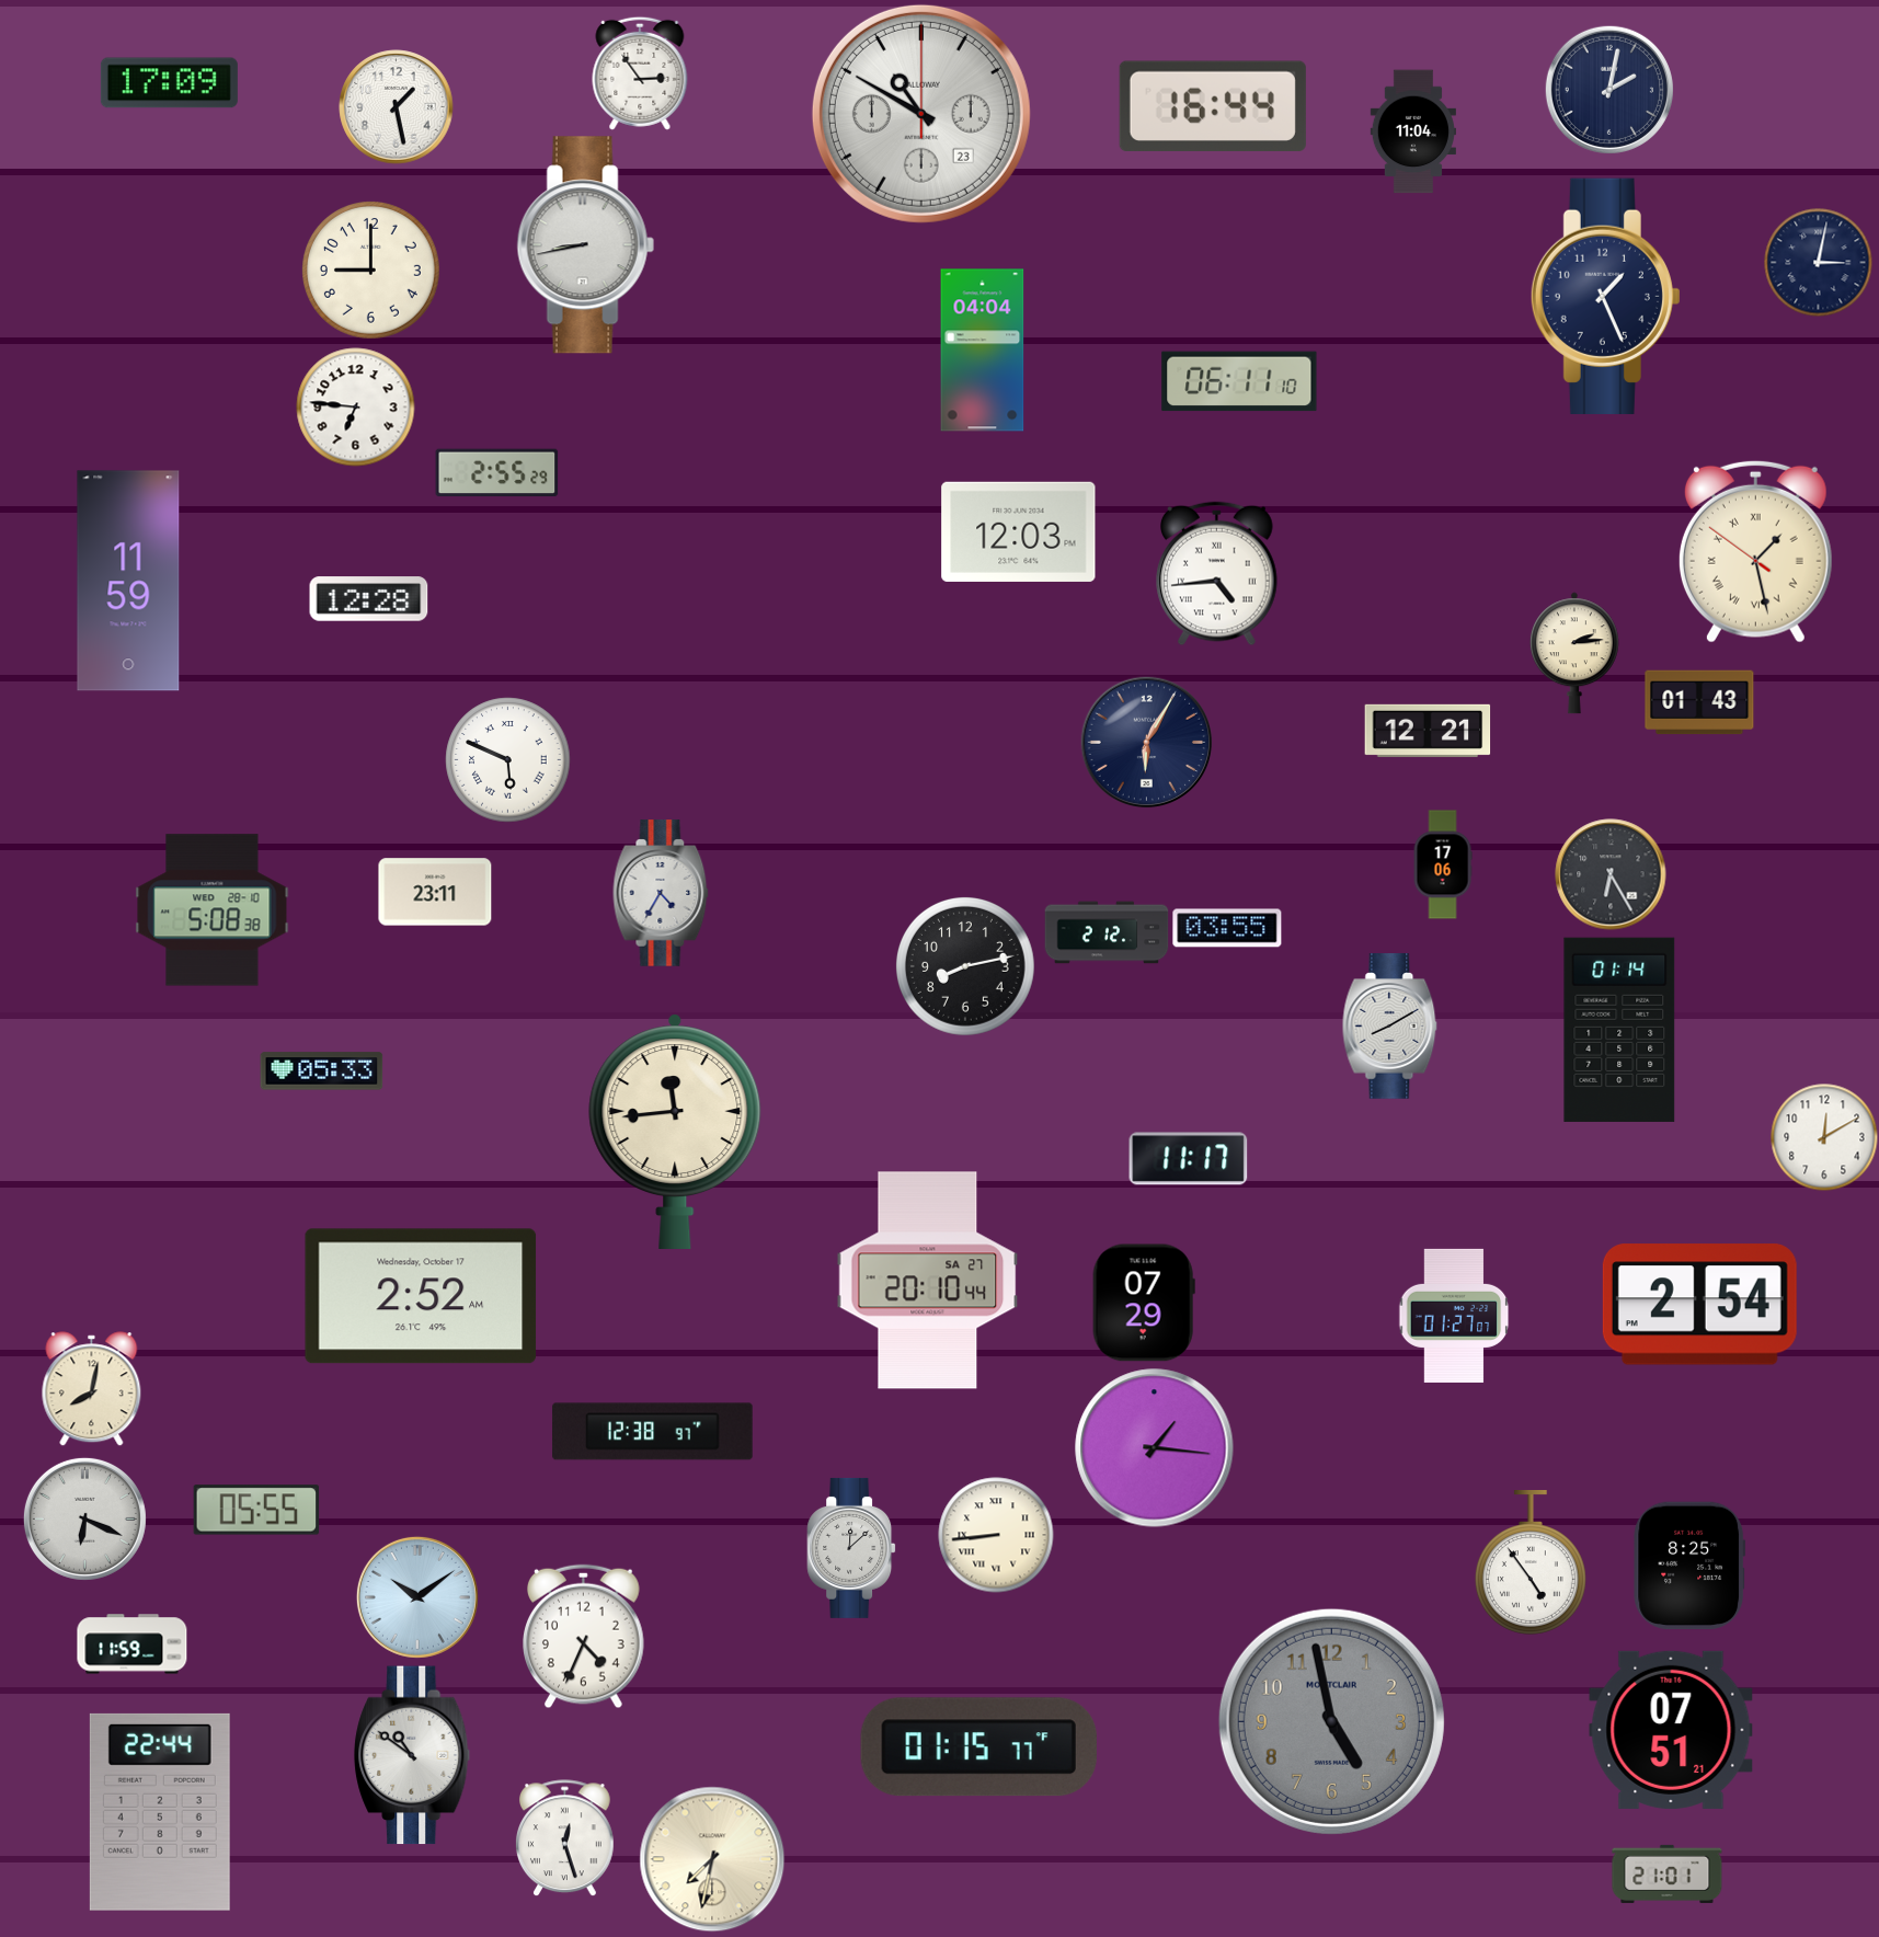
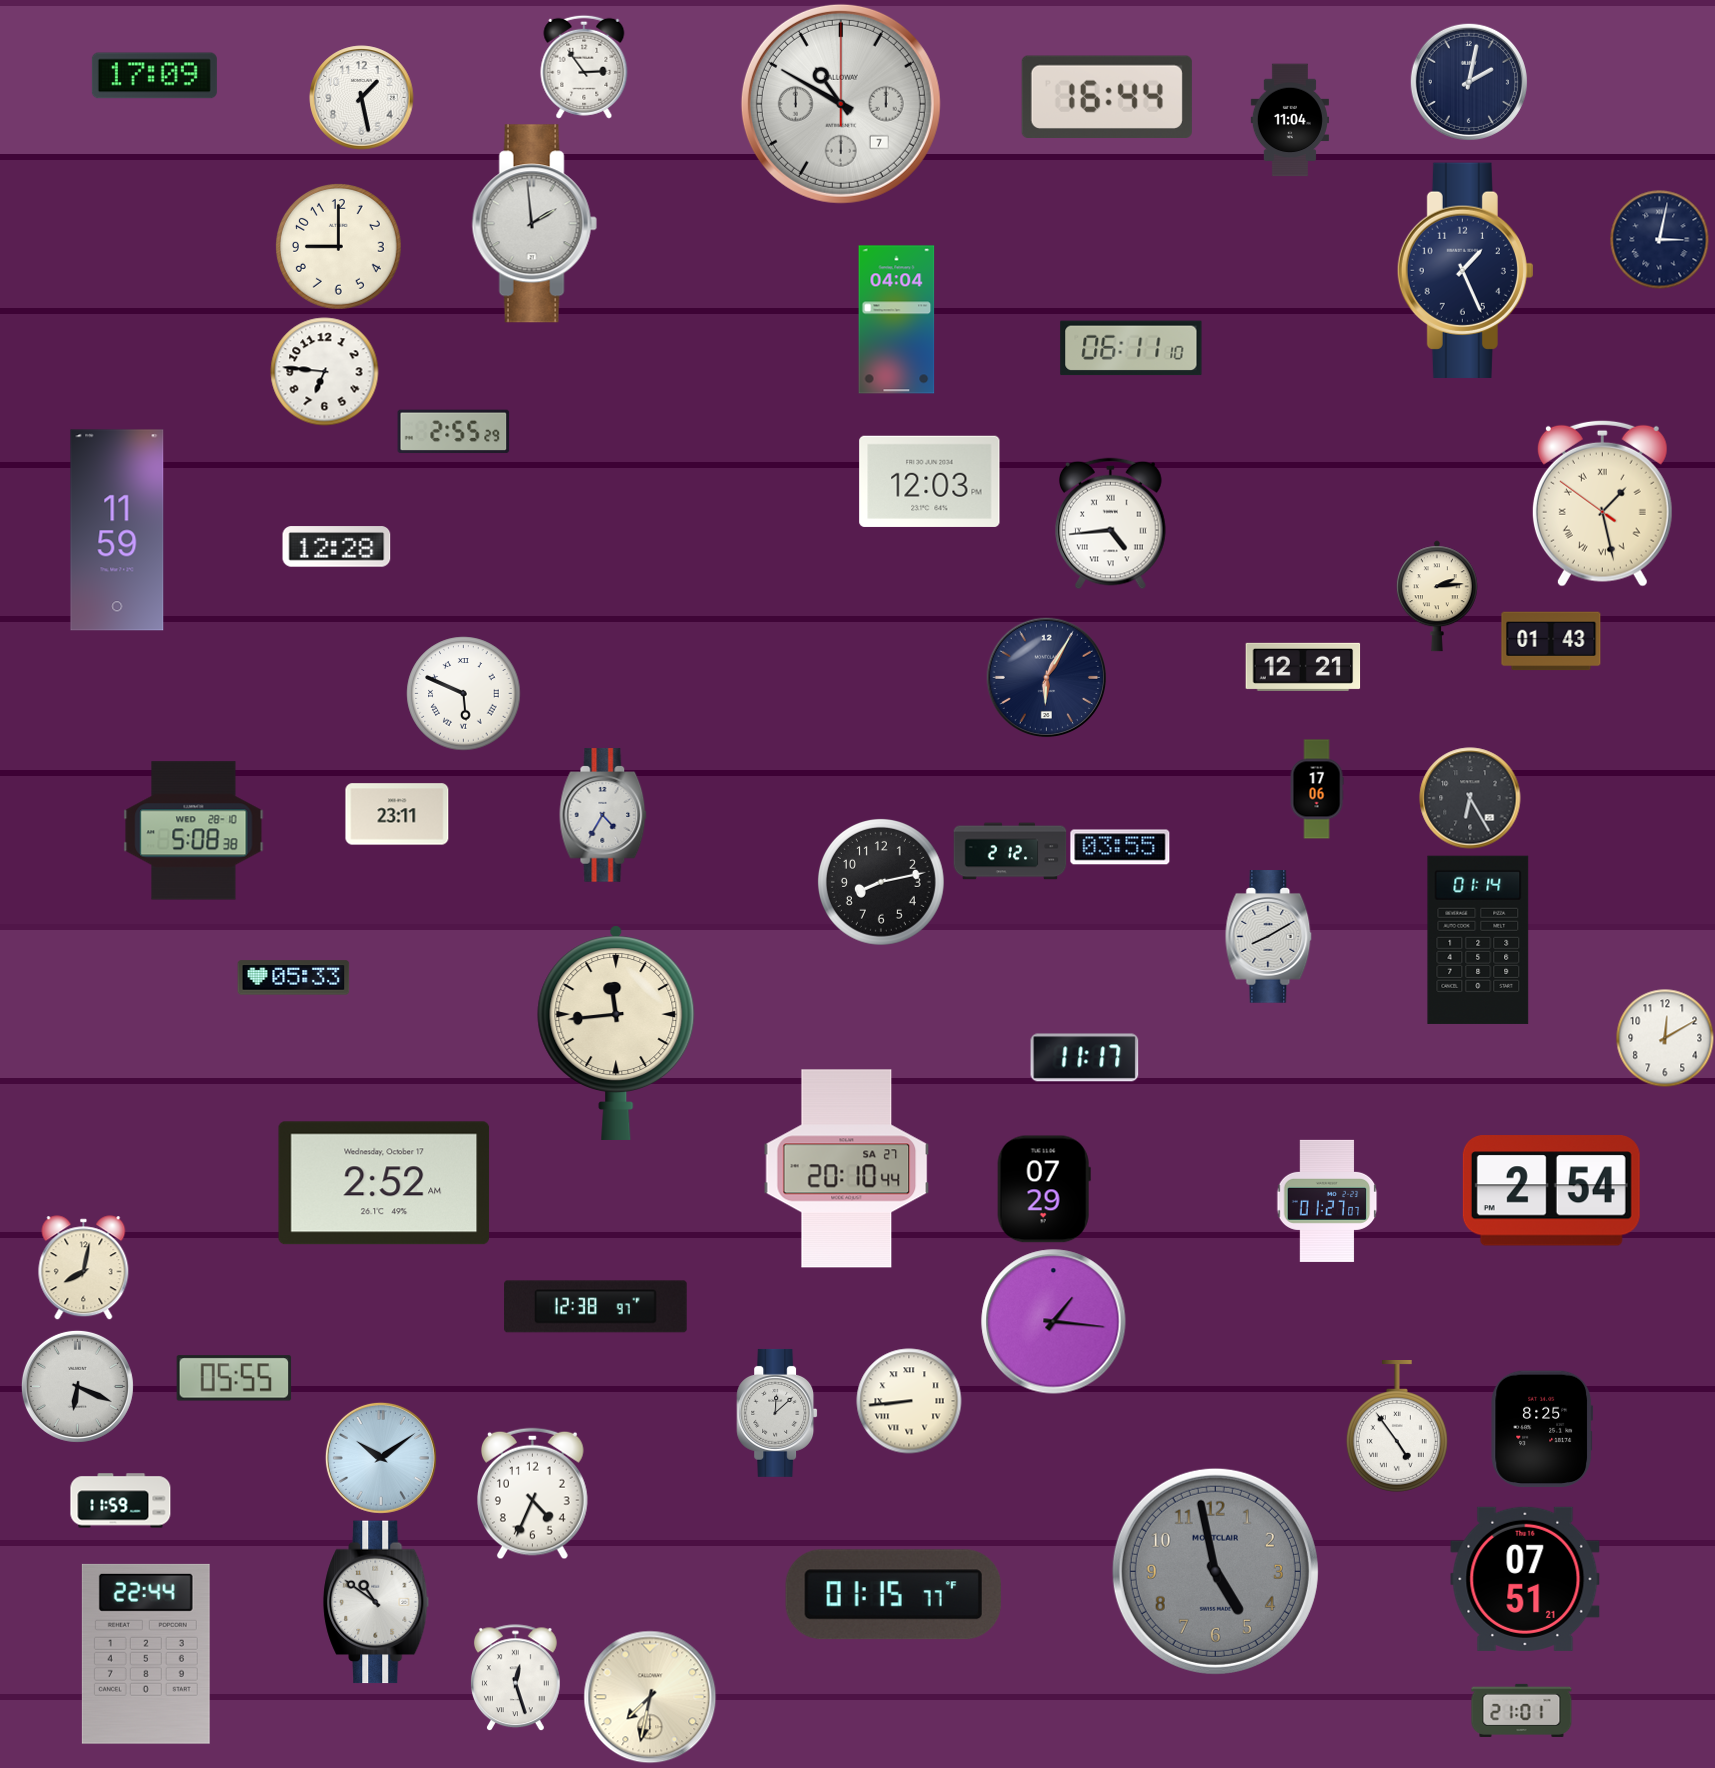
clock at (921, 114) date: 23 -> 7
clock at (585, 245): 8:43 -> 1:59
clock at (1019, 531) position: (1019, 531) -> (930, 481)
